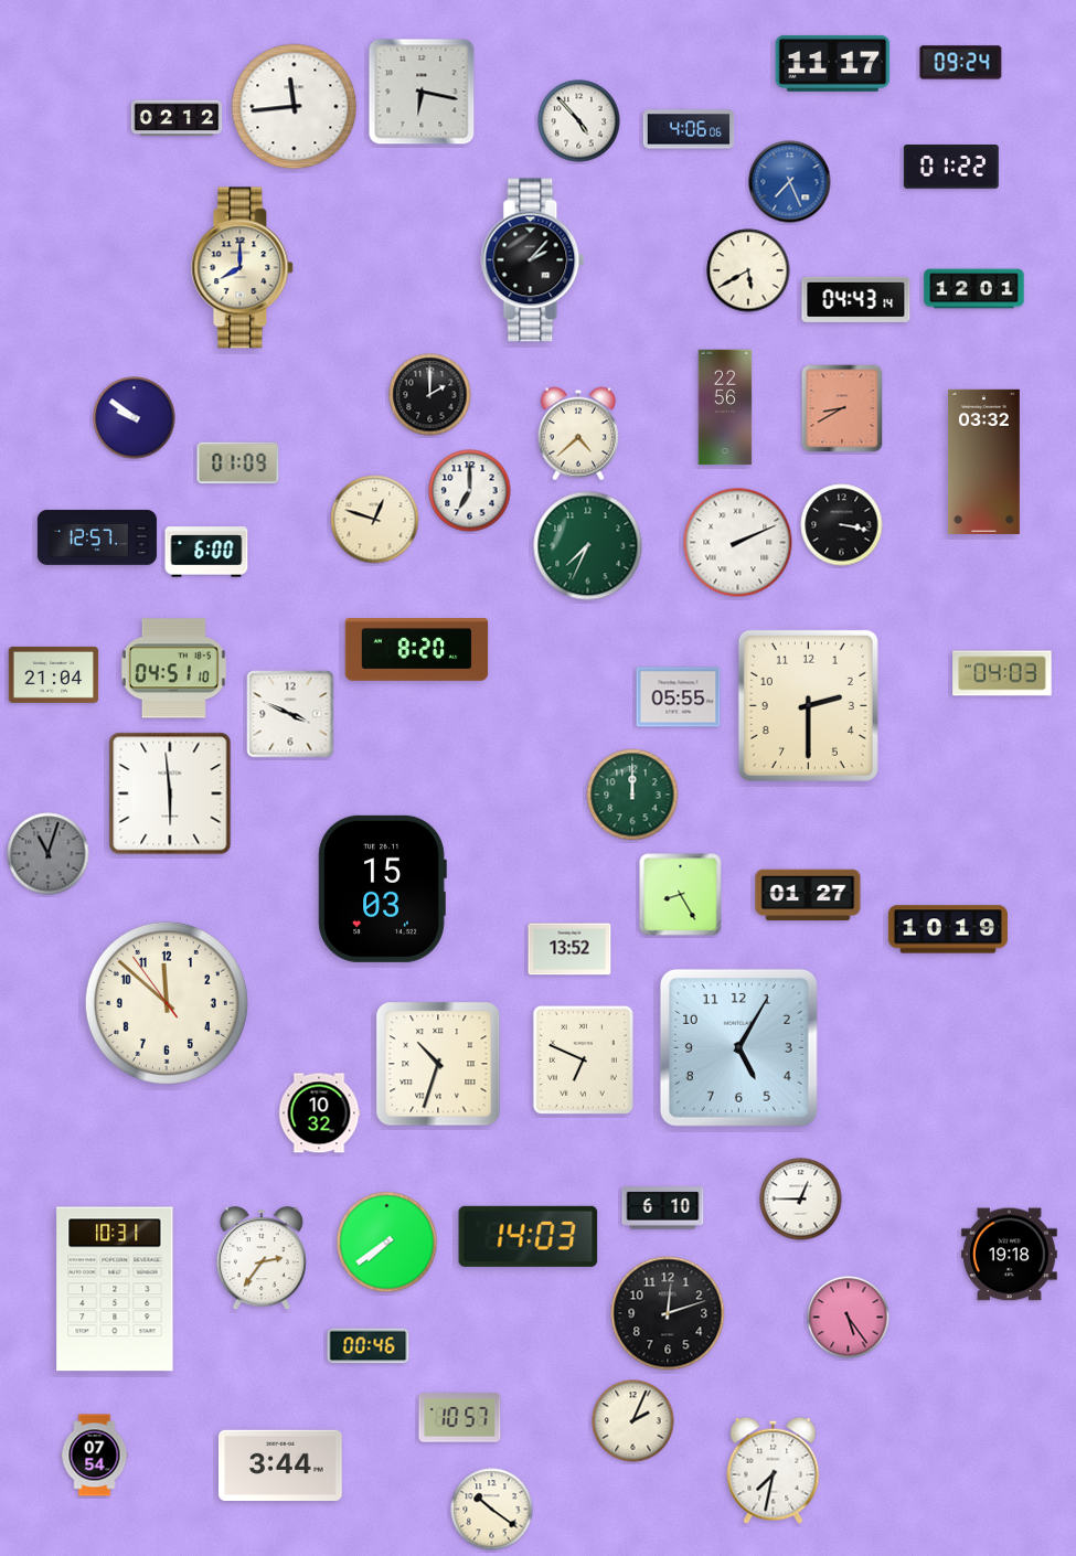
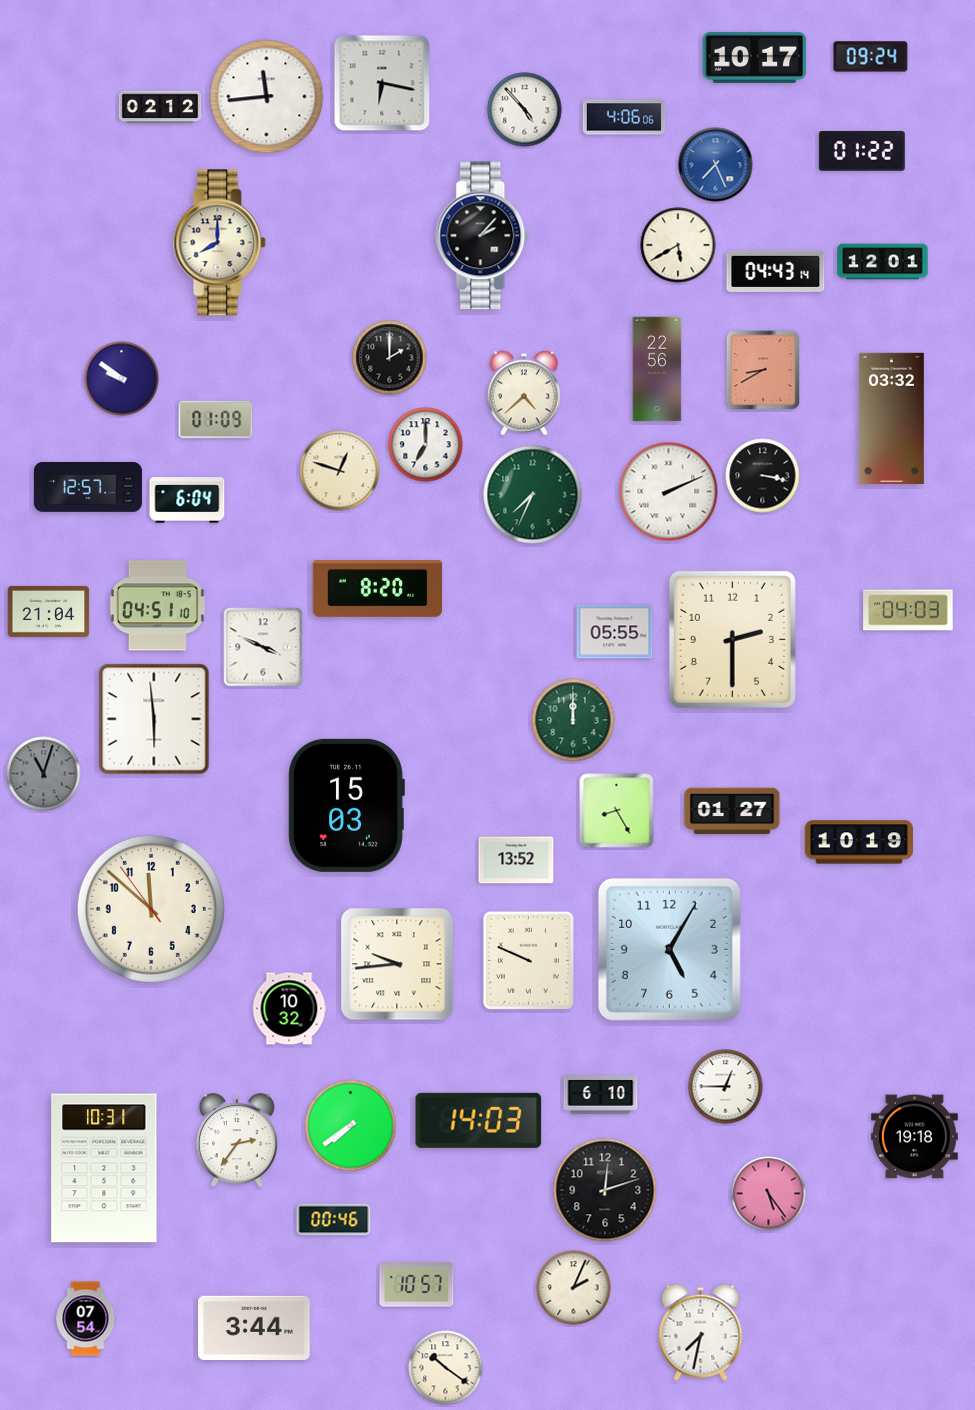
clock at (833, 63): 11:17 -> 10:17
clock at (206, 552): 6:00 -> 6:04
clock at (583, 1059): 6:49 -> 9:49
clock at (438, 1064): 10:33 -> 9:44
